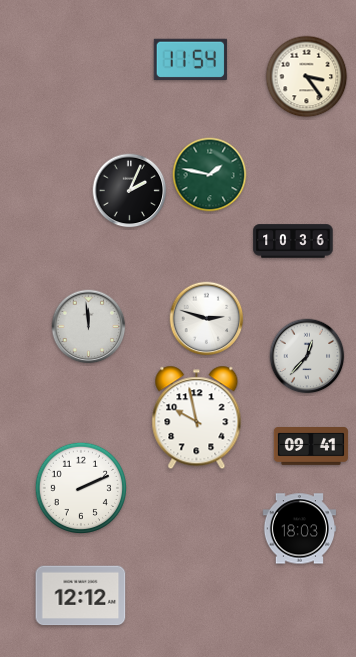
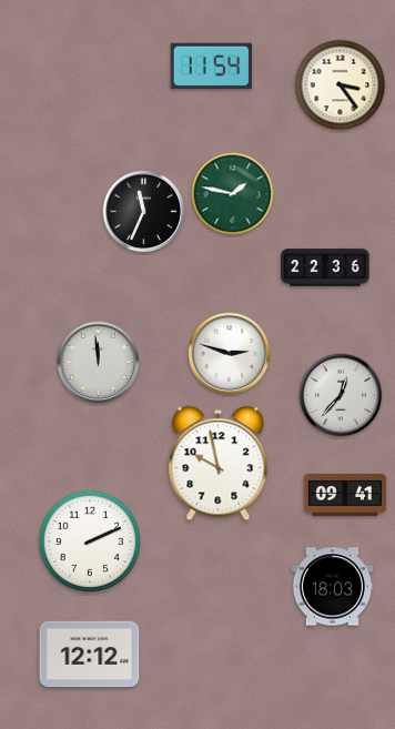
clock at (130, 191): 2:04 -> 11:34
clock at (293, 241): 10:36 -> 22:36
clock at (81, 596) position: (81, 596) -> (90, 655)
